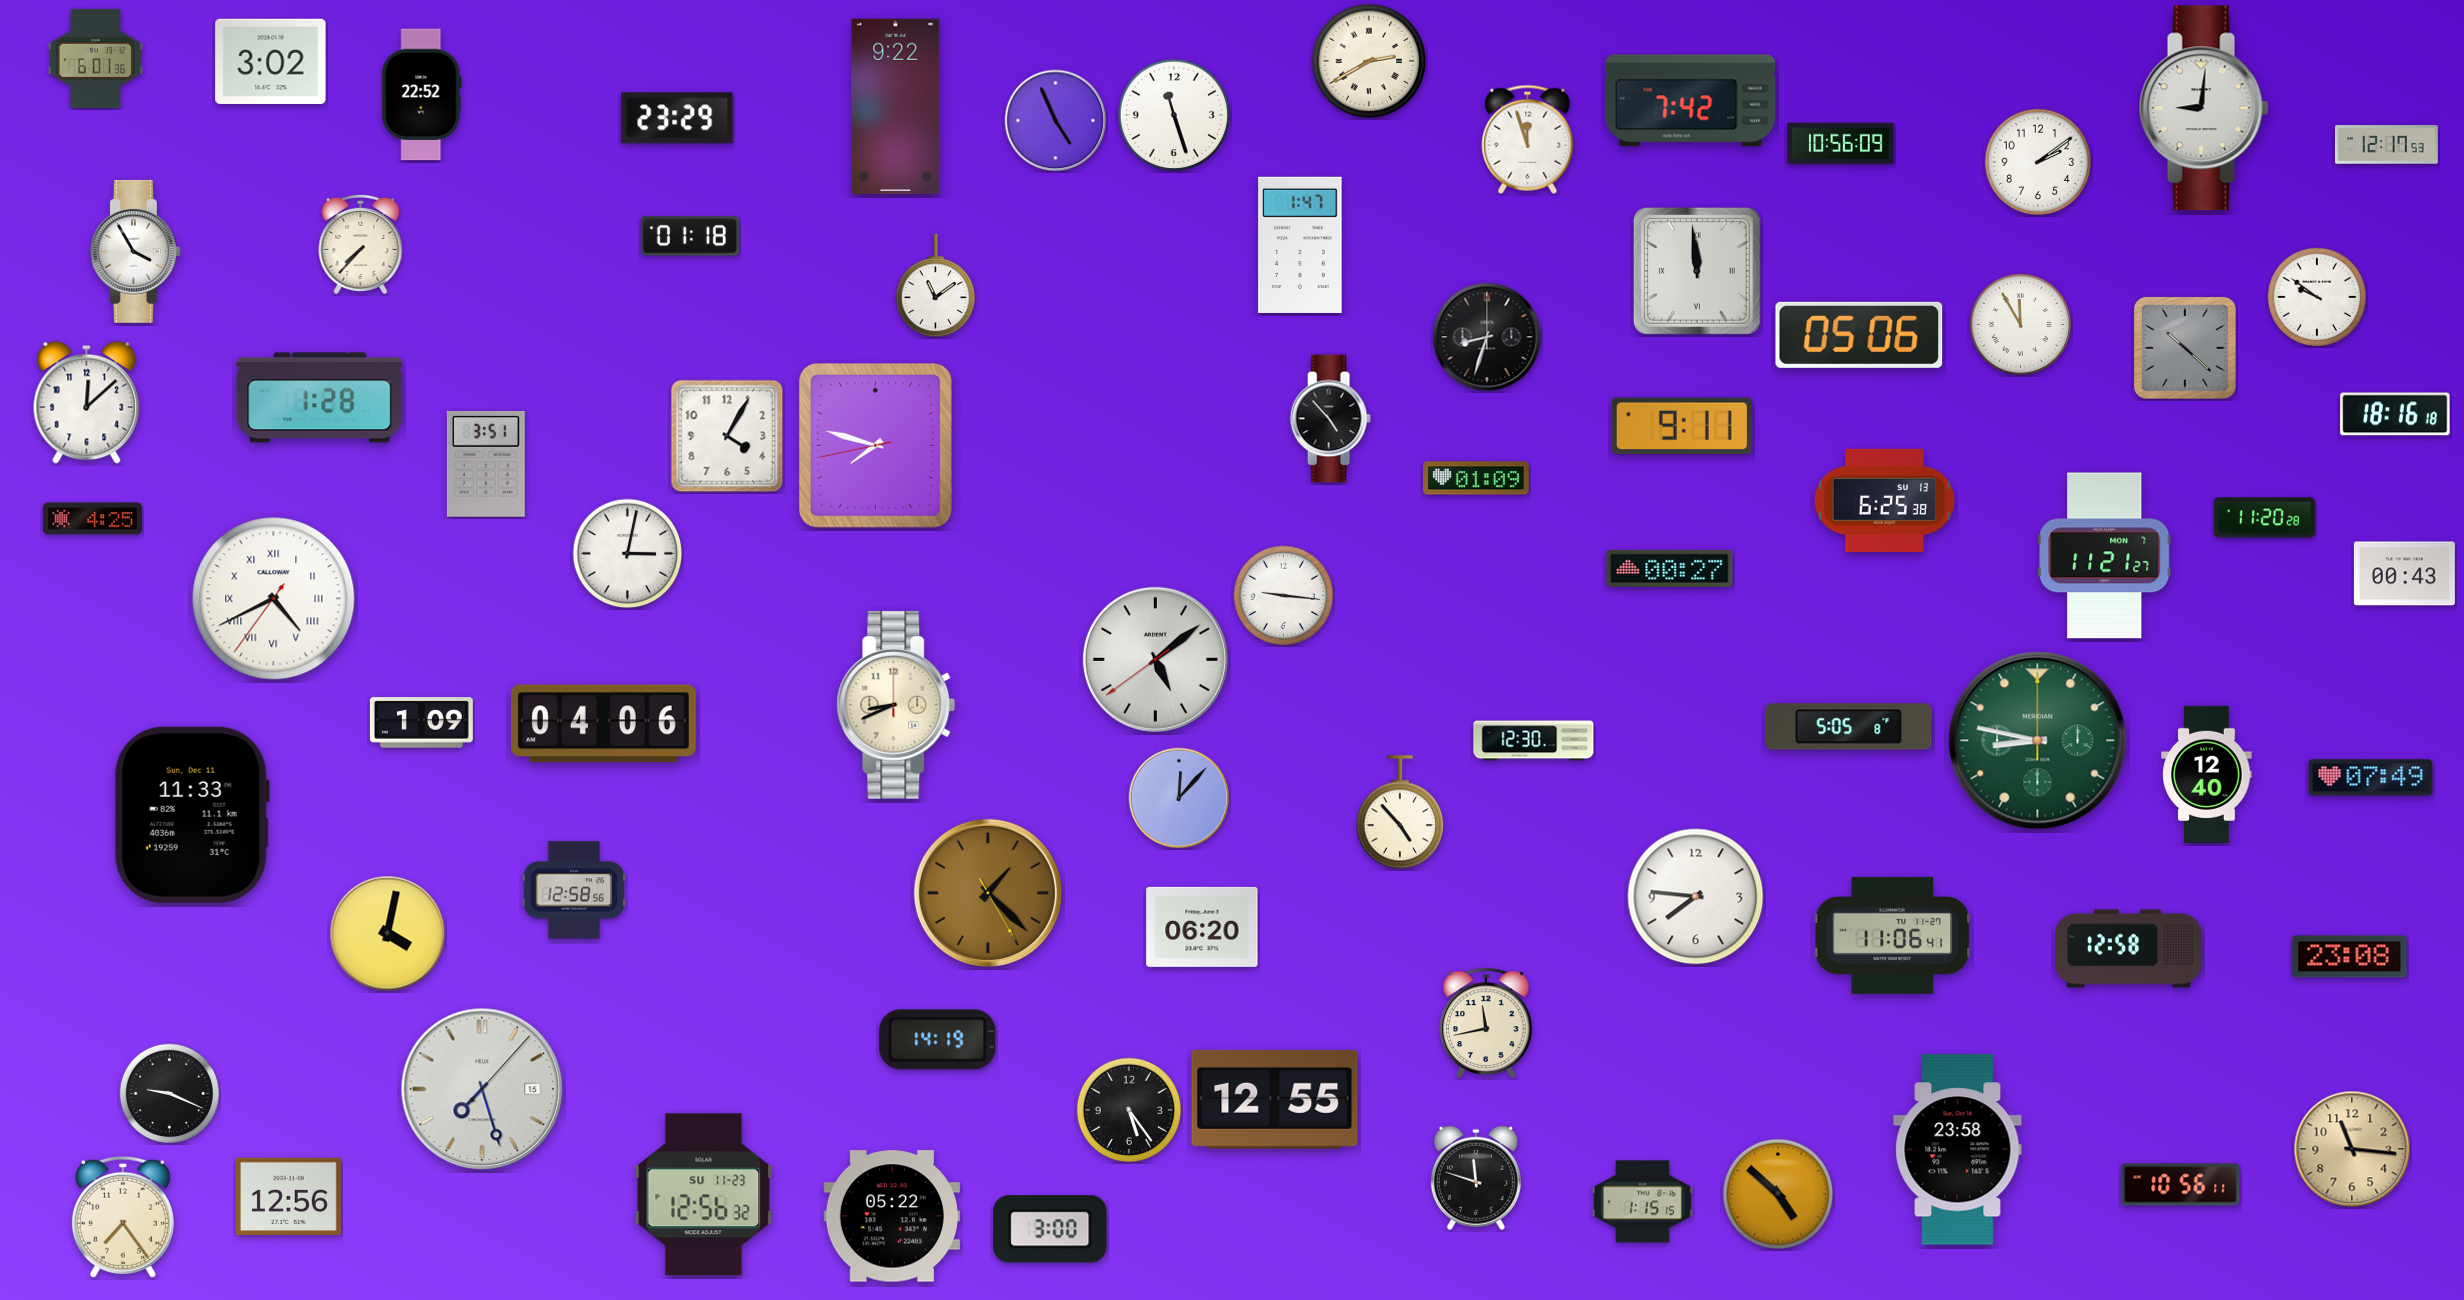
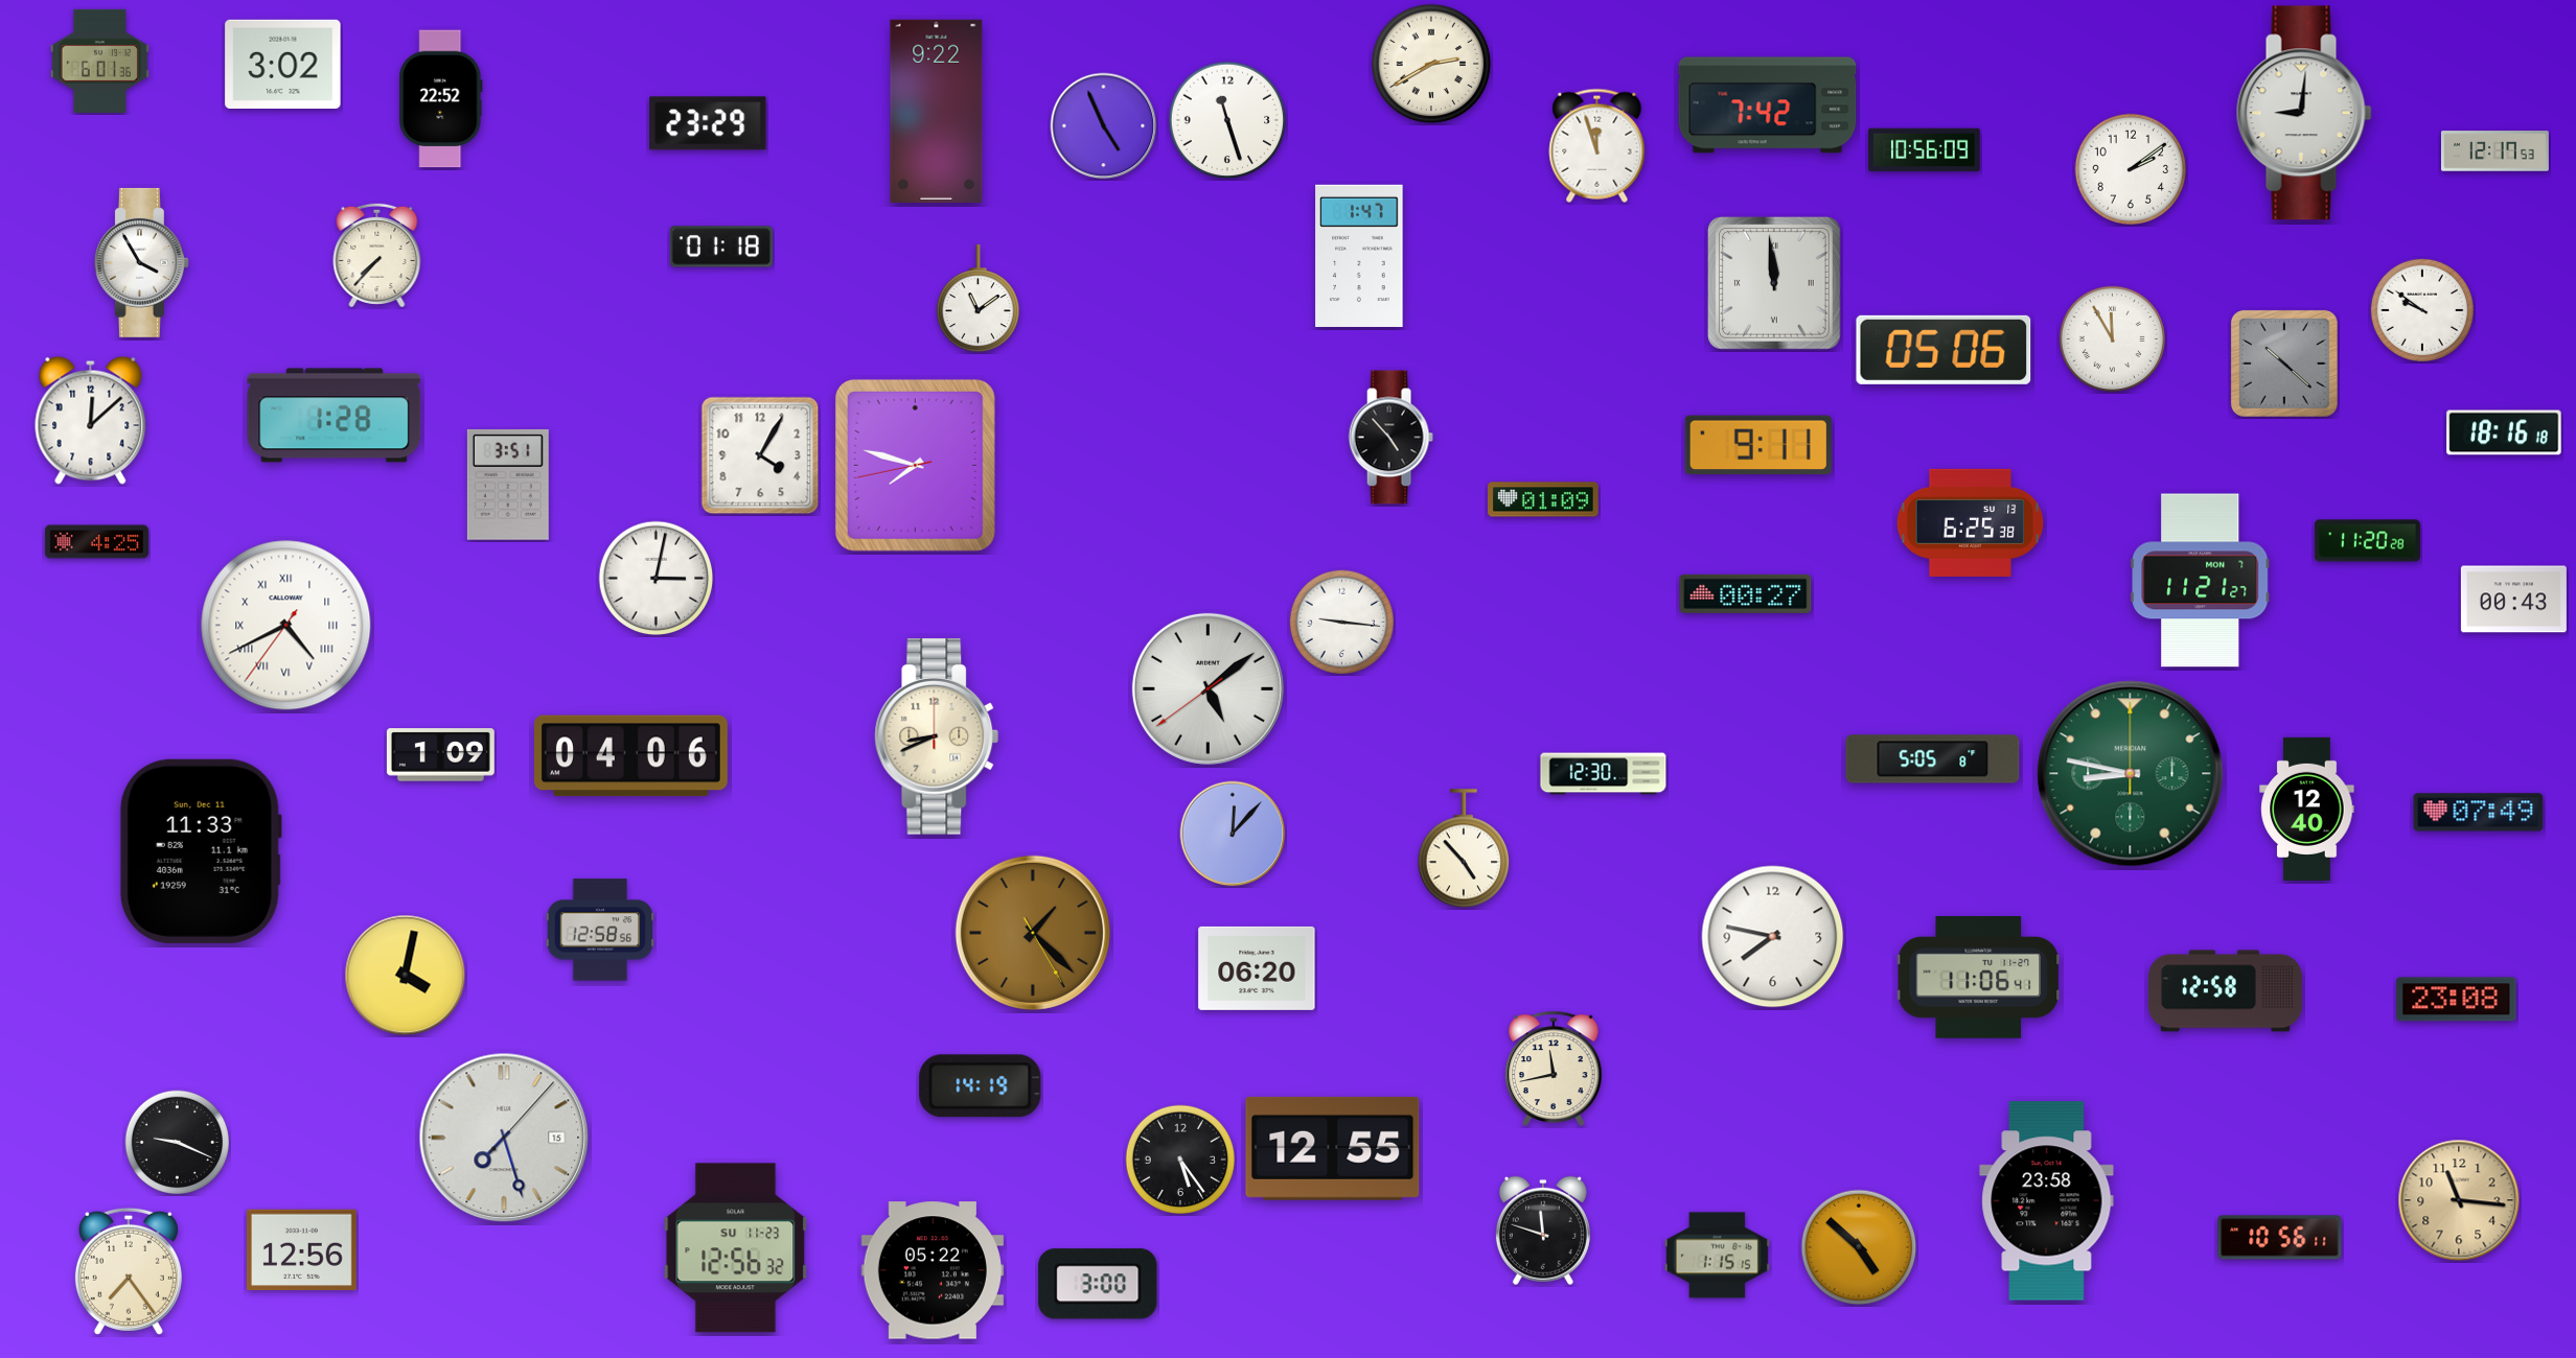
clock at (1487, 337): 8:33 -> none
clock at (1696, 897): 7:46 -> 7:47
